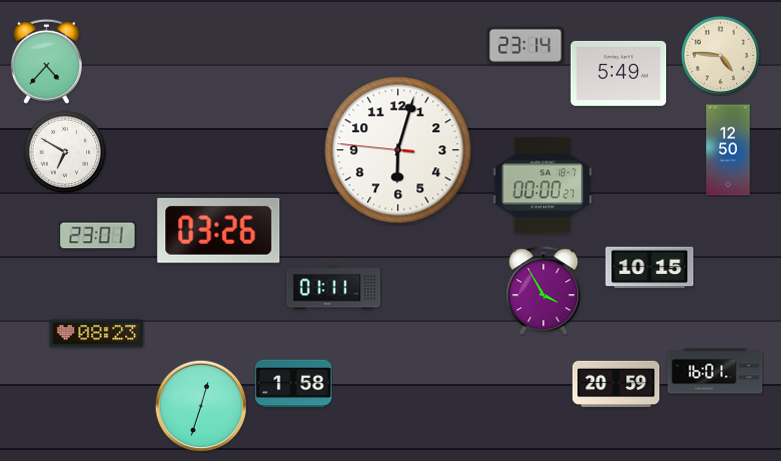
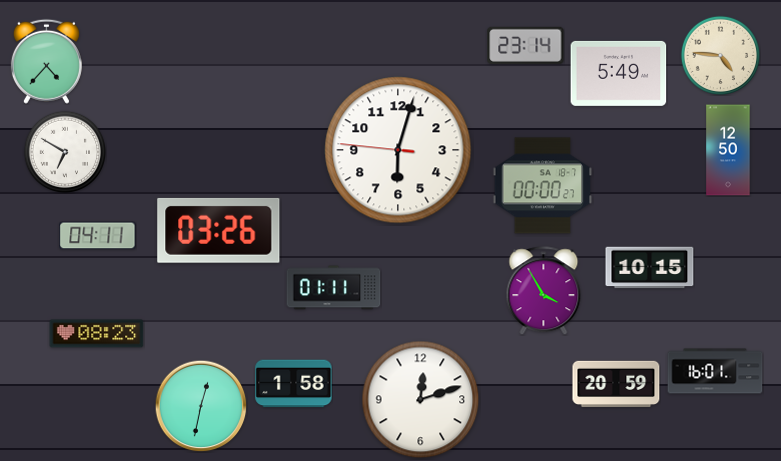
clock at (98, 236): 23:01 -> 04:11
clock at (421, 400): none -> 12:12
clock at (201, 406): 12:33 -> 12:32
